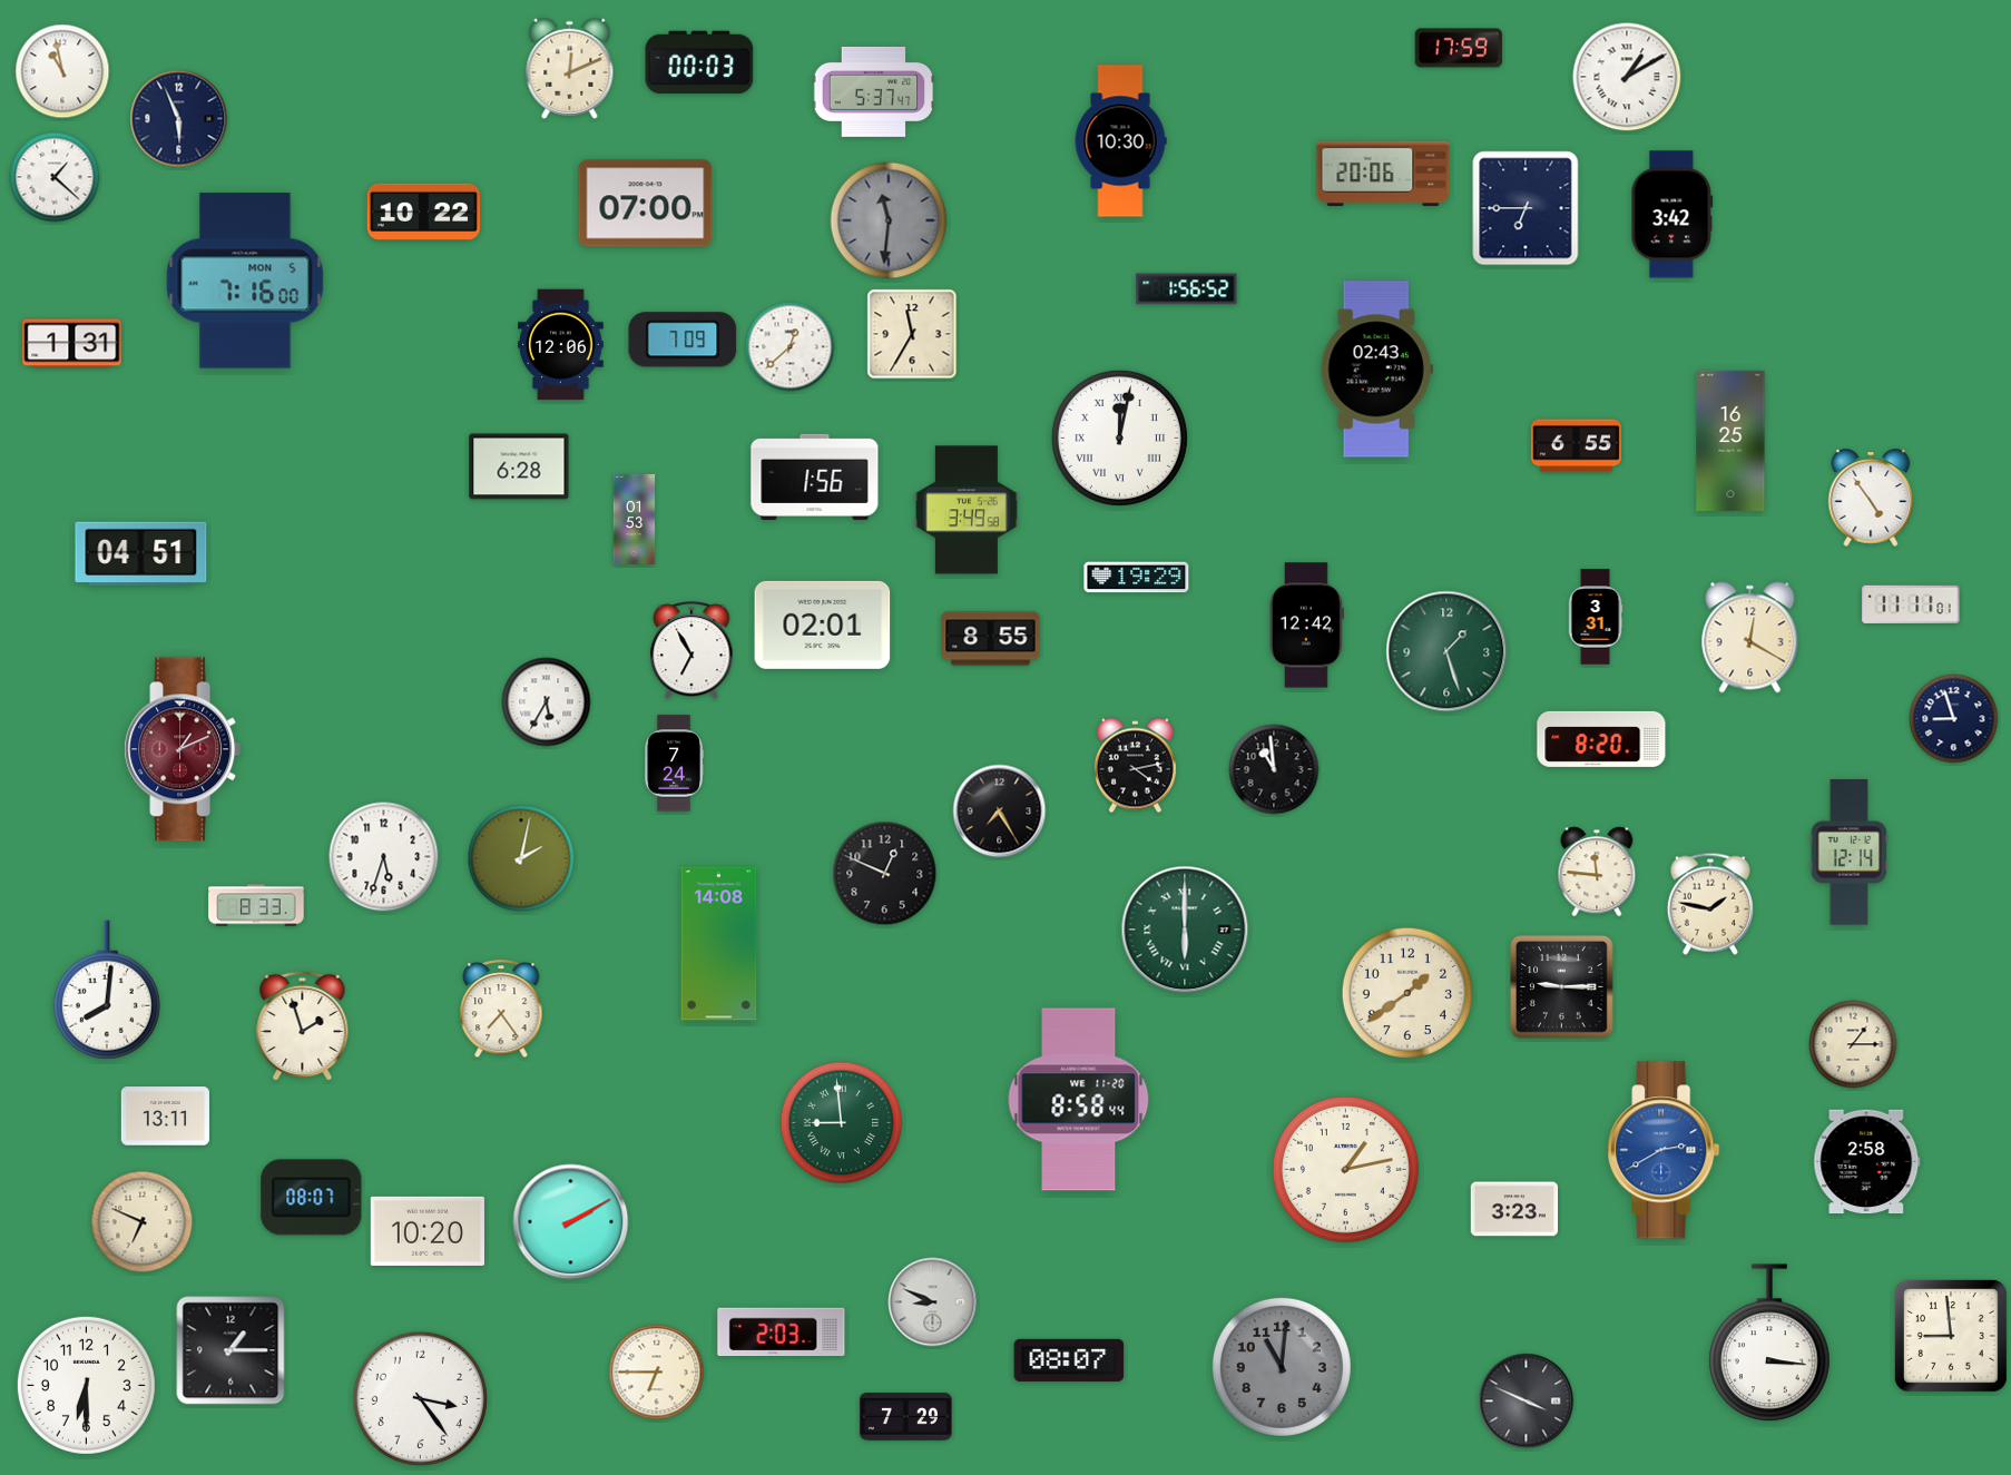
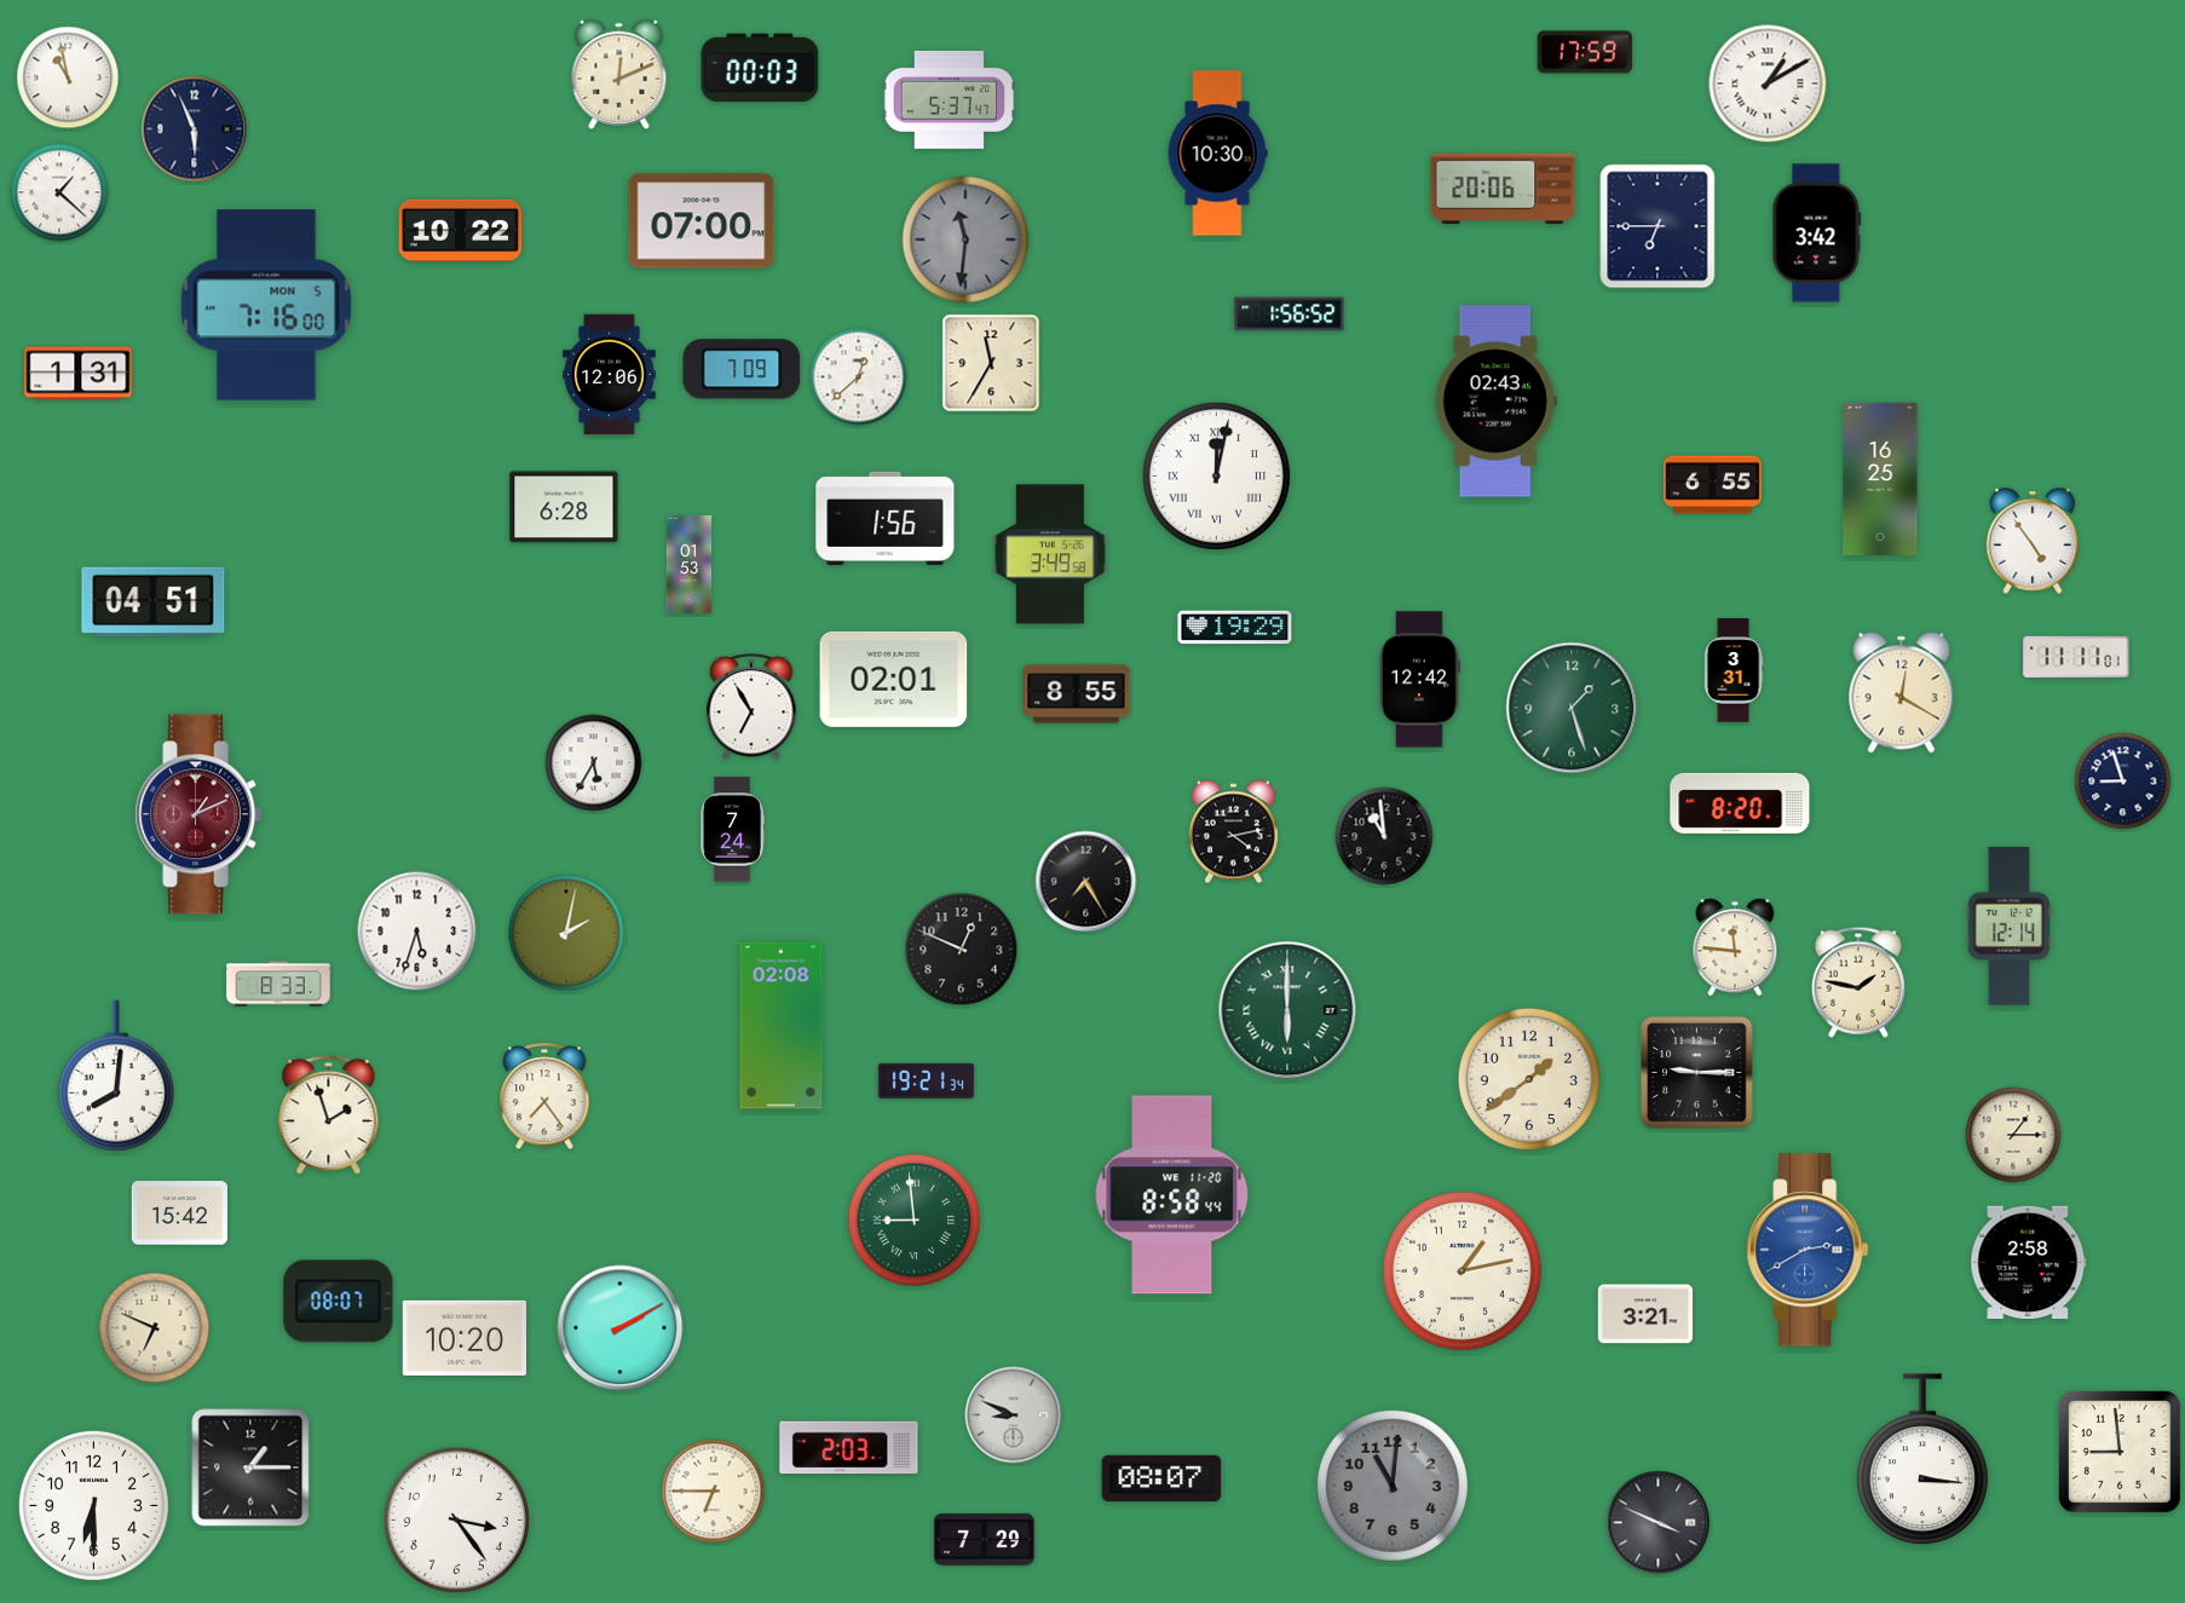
clock at (719, 944): 14:08 -> 02:08
clock at (926, 1080): none -> 19:21
clock at (165, 1117): 13:11 -> 15:42
clock at (1514, 1209): 3:23 -> 3:21
